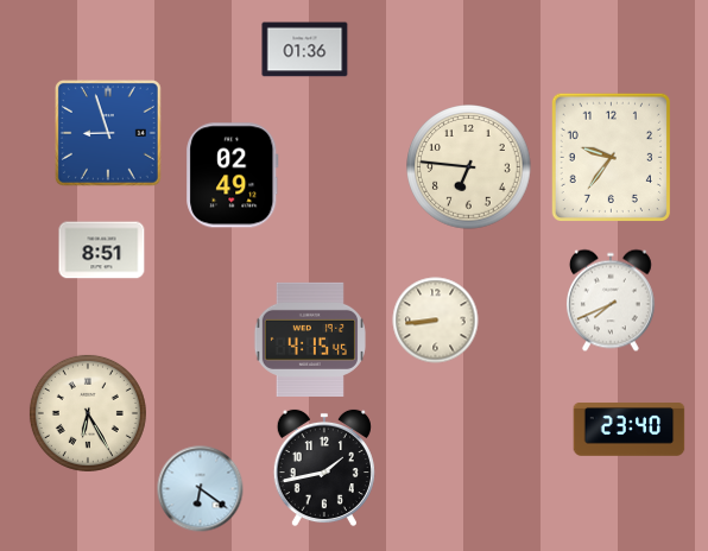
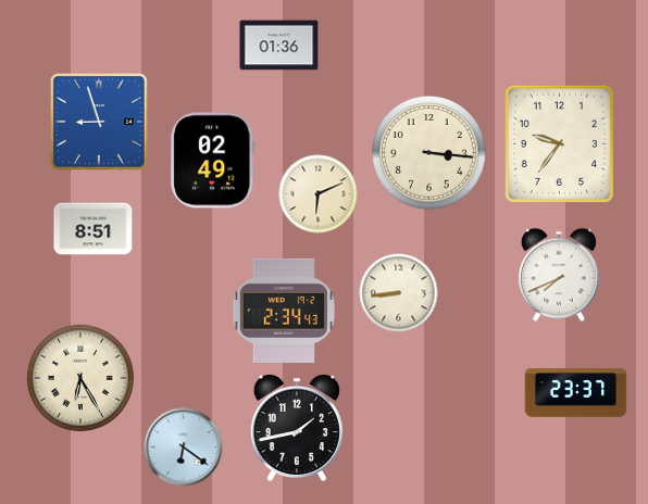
clock at (469, 167): 6:46 -> 3:16
clock at (319, 194): none -> 6:11
clock at (310, 340): 4:15 -> 2:34
clock at (630, 430): 23:40 -> 23:37
